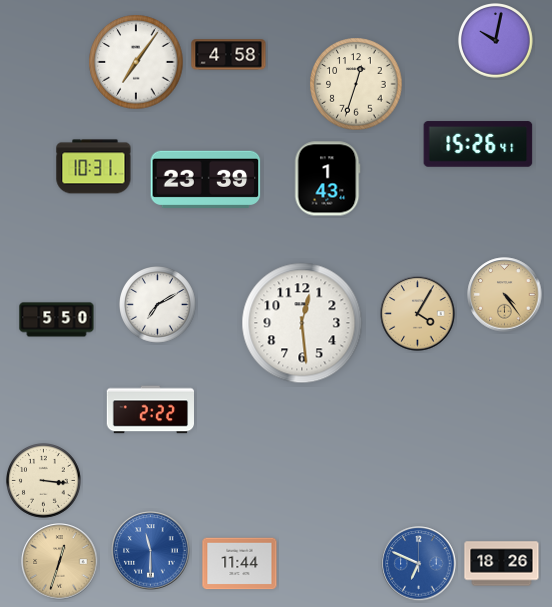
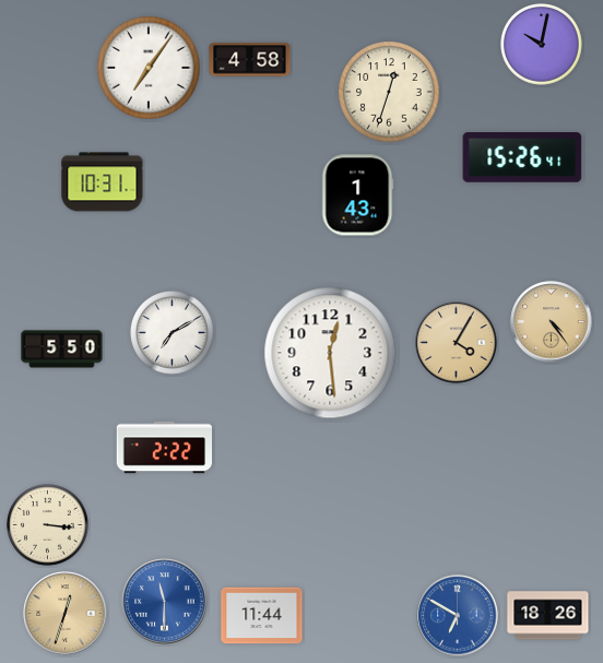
clock at (206, 179): 23:39 -> none
clock at (419, 564): 6:49 -> 6:50
